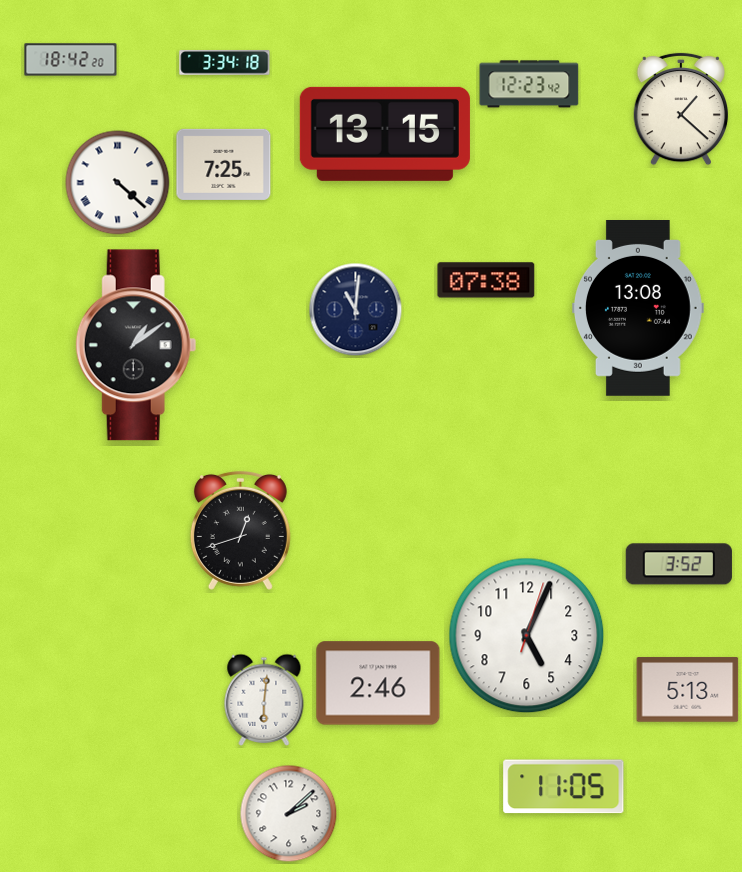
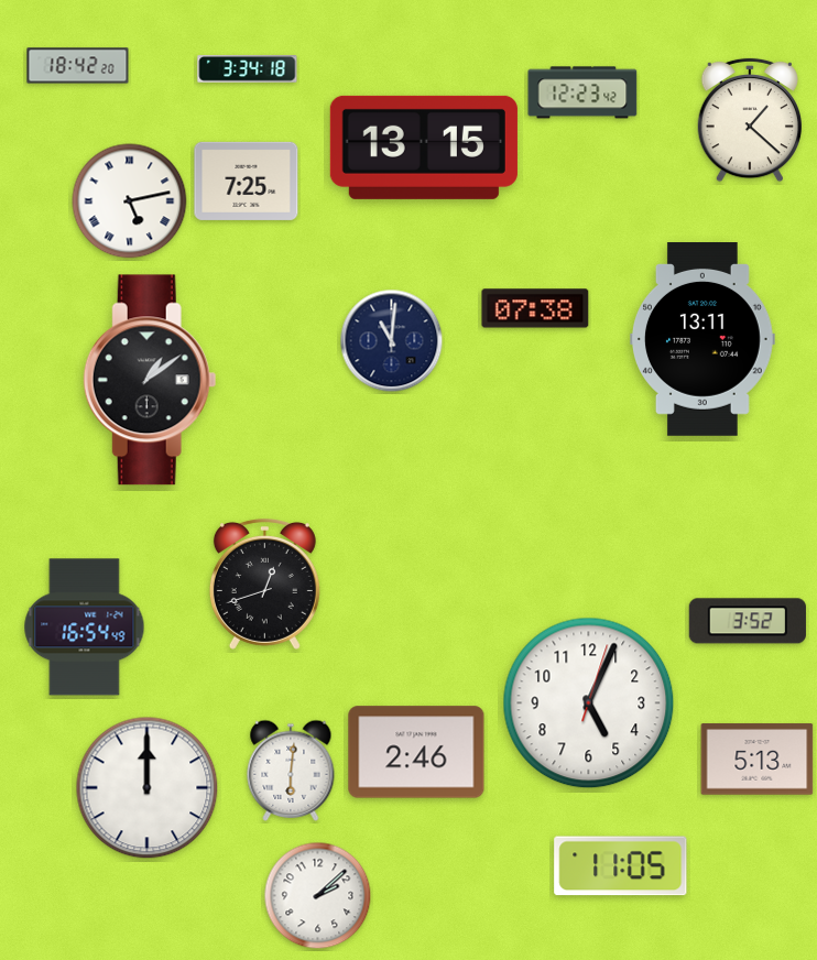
clock at (118, 183): 4:22 -> 5:13
clock at (639, 309): 13:08 -> 13:11
clock at (85, 628): none -> 16:54
clock at (527, 636) position: (527, 636) -> (589, 703)
clock at (148, 788): none -> 12:00
